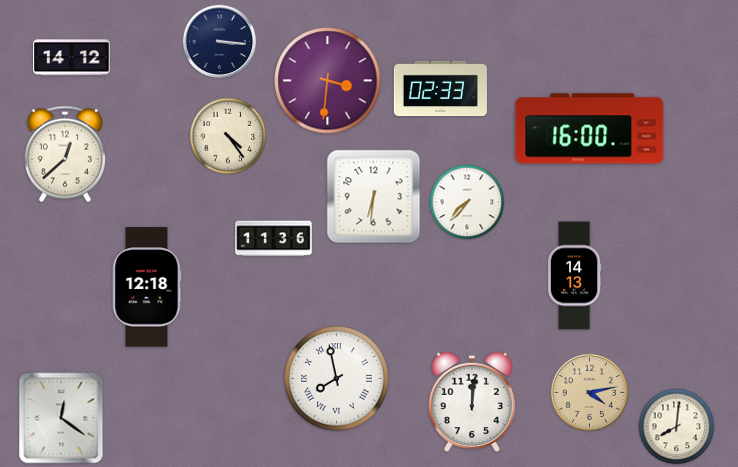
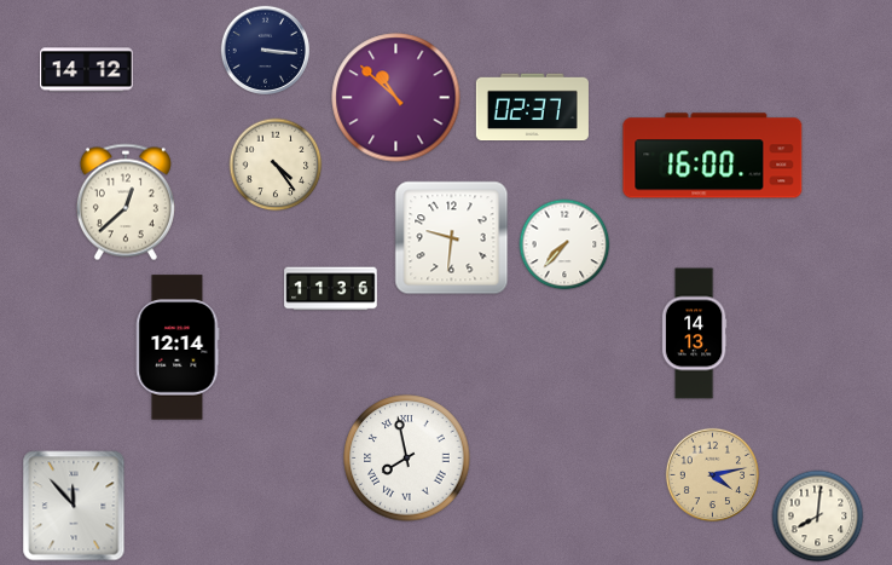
clock at (328, 81): 3:31 -> 10:52
clock at (440, 89): 02:33 -> 02:37
clock at (65, 154) position: (65, 154) -> (126, 202)
clock at (374, 197): 6:31 -> 9:31
clock at (147, 287): 12:18 -> 12:14
clock at (472, 402): 12:01 -> none
clock at (61, 418): 12:21 -> 11:53
